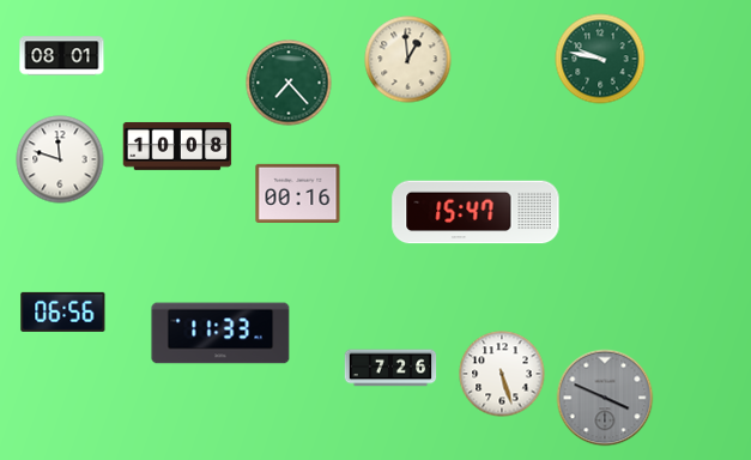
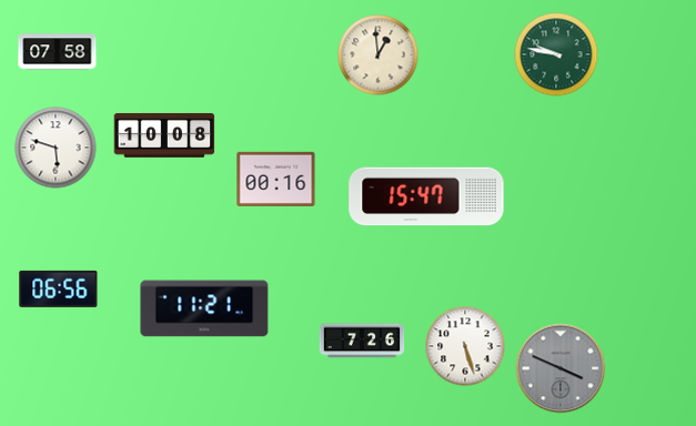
clock at (62, 56): 08:01 -> 07:58
clock at (289, 83): 7:23 -> none
clock at (60, 159): 11:48 -> 5:48
clock at (476, 212) position: (476, 212) -> (426, 196)
clock at (220, 333): 11:33 -> 11:21
